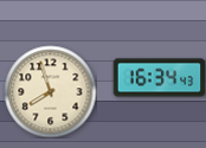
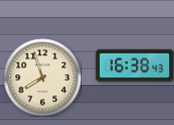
clock at (159, 78): 16:34 -> 16:38
